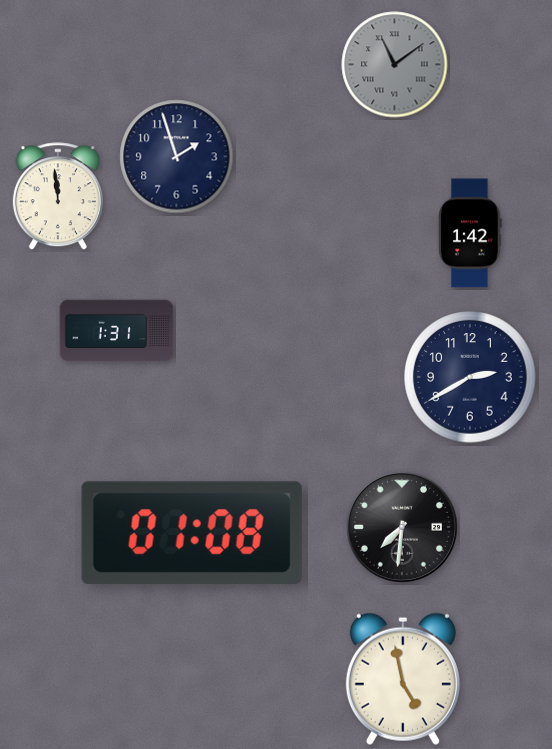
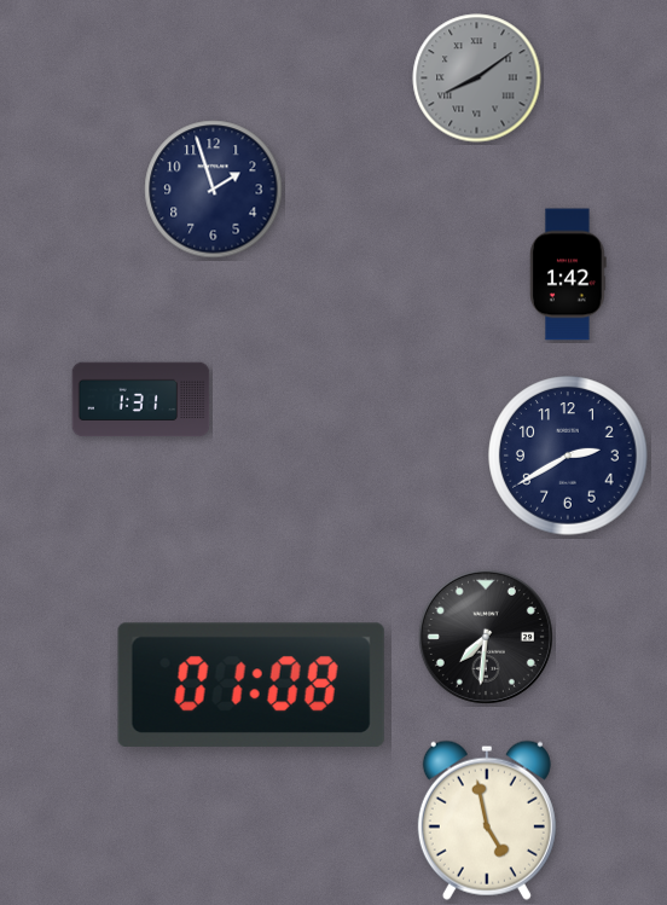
clock at (395, 65): 11:09 -> 8:09
clock at (58, 197): 11:59 -> none
clock at (470, 233) position: (470, 233) -> (568, 274)
clock at (192, 533) position: (192, 533) -> (251, 685)
